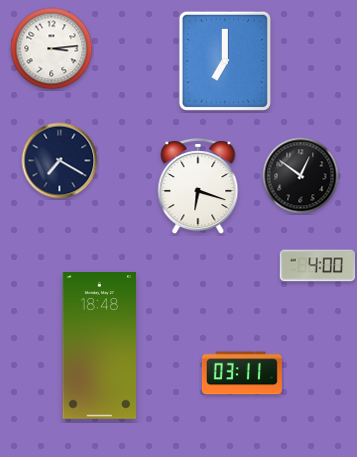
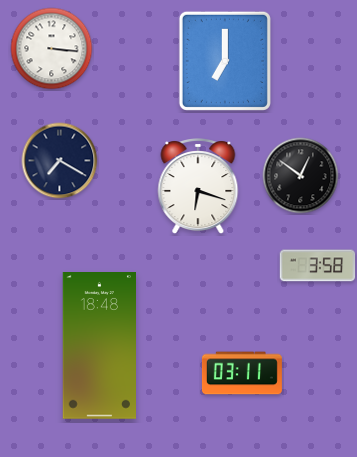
clock at (52, 49): 3:14 -> 3:16
clock at (318, 266): 4:00 -> 3:58
